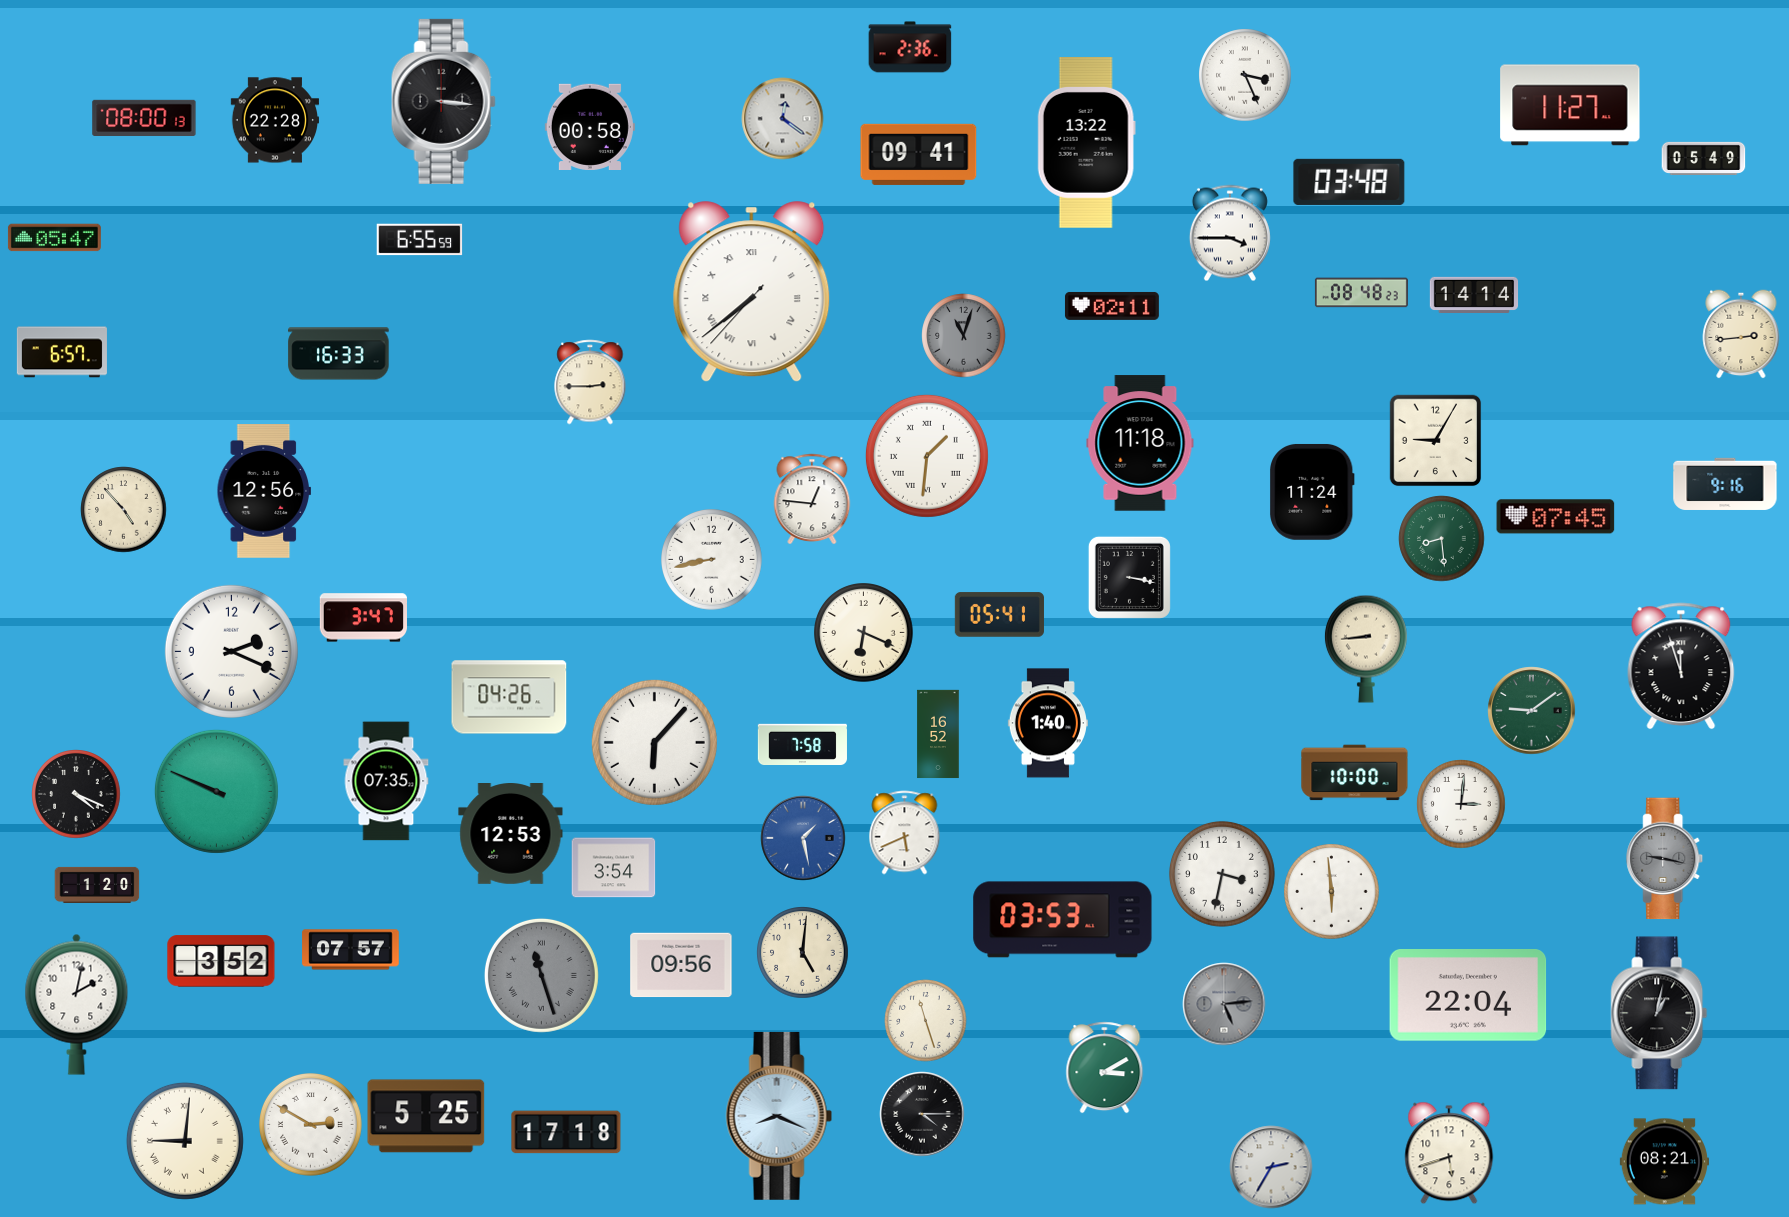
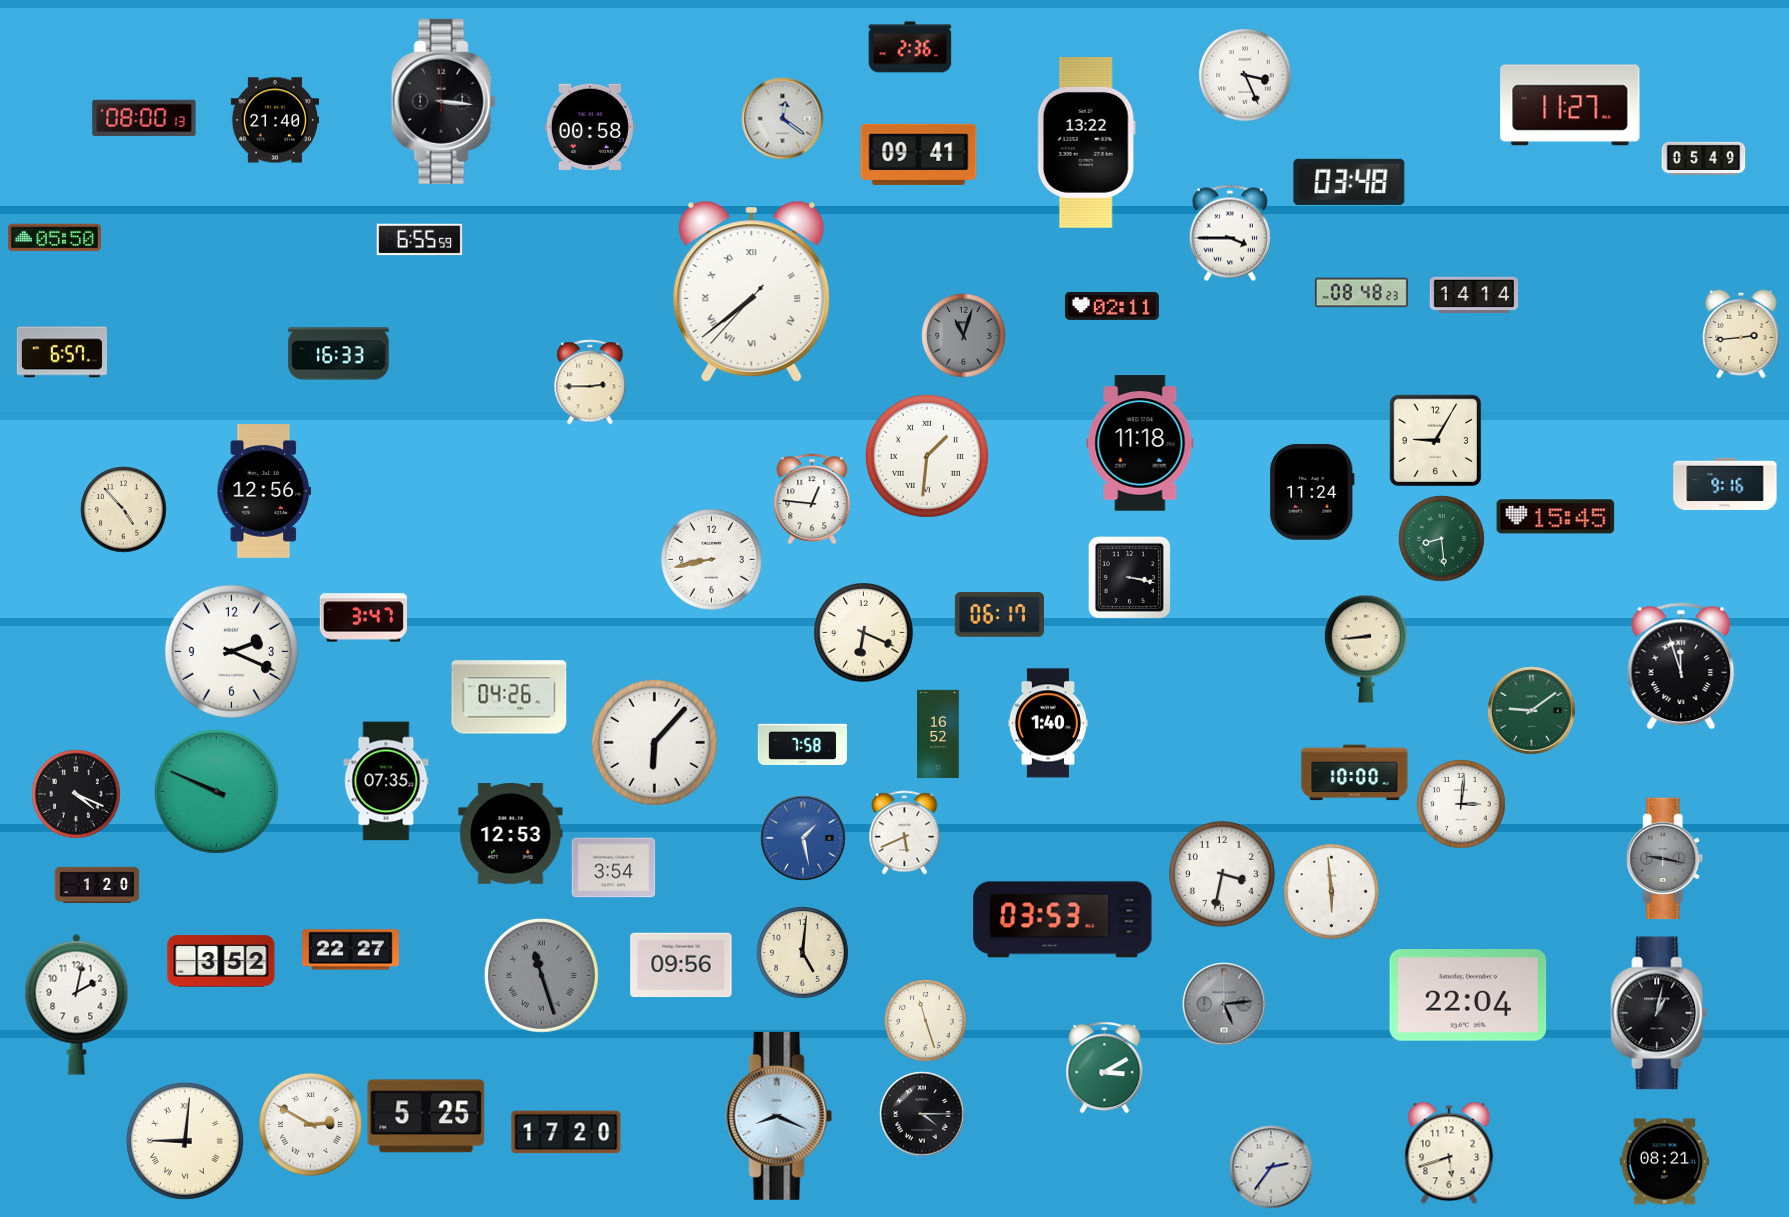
clock at (274, 120): 22:28 -> 21:40
clock at (54, 238): 05:47 -> 05:50
clock at (1556, 517): 07:45 -> 15:45
clock at (999, 615): 05:41 -> 06:17
clock at (351, 950): 07:57 -> 22:27
clock at (566, 1132): 17:18 -> 17:20
clock at (1271, 1167): 2:35 -> 2:36
